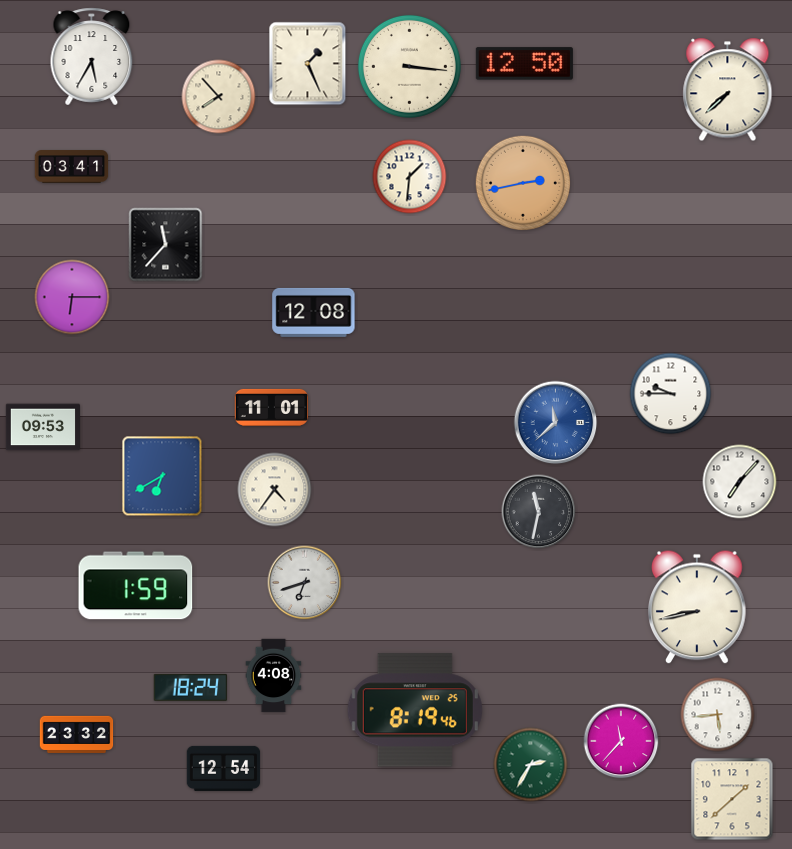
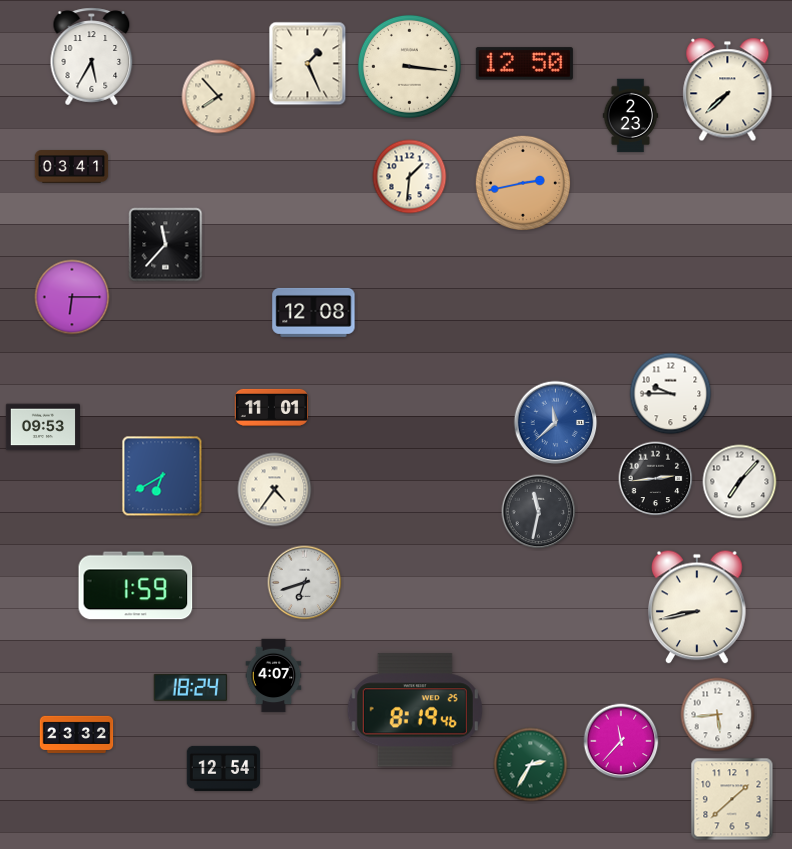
clock at (631, 116): none -> 2:23
clock at (656, 479): none -> 2:44
clock at (274, 676): 4:08 -> 4:07
